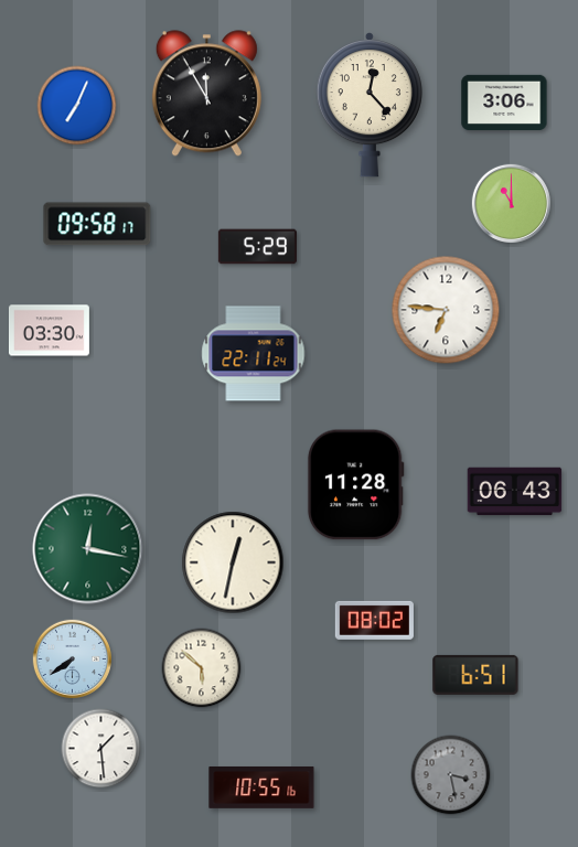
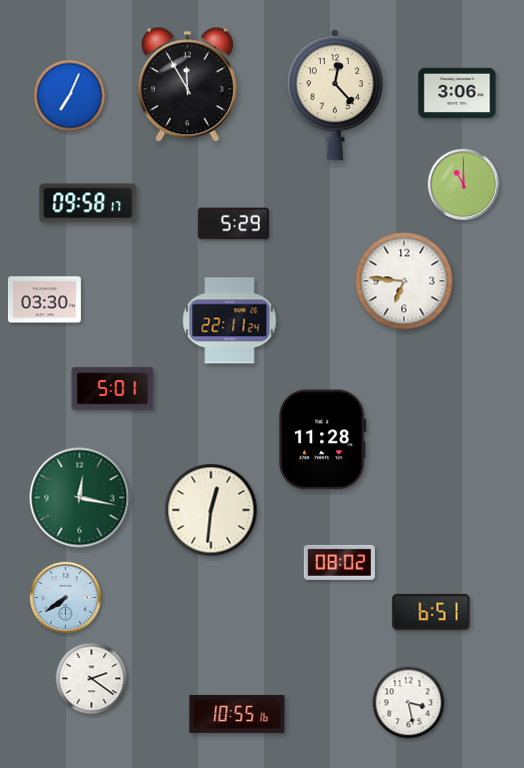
clock at (113, 389): none -> 5:01
clock at (515, 492): 06:43 -> none
clock at (233, 562): 12:32 -> 12:31
clock at (202, 668): 5:52 -> none
clock at (101, 749): 1:29 -> 2:21
clock at (451, 775) dial: grey -> white
